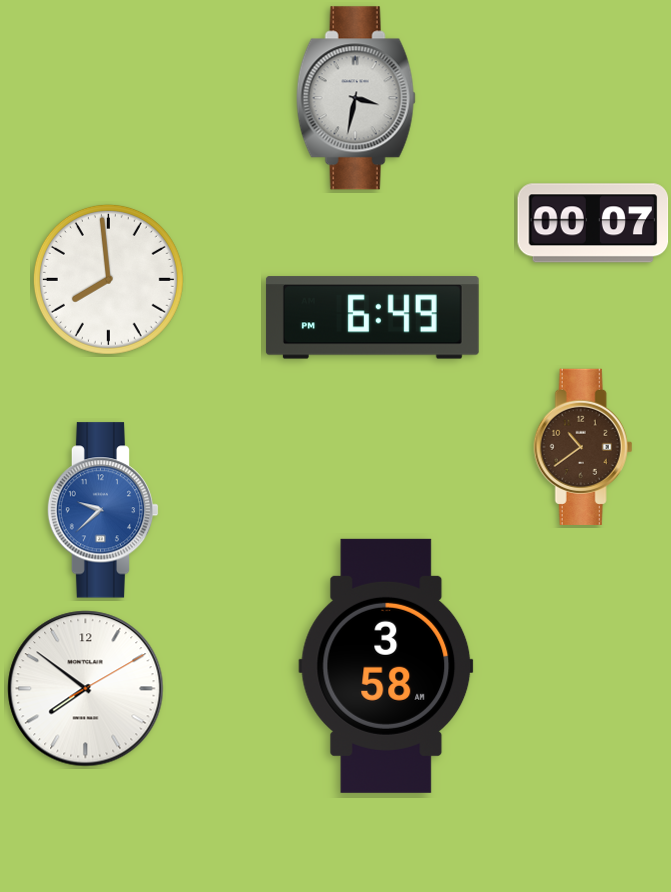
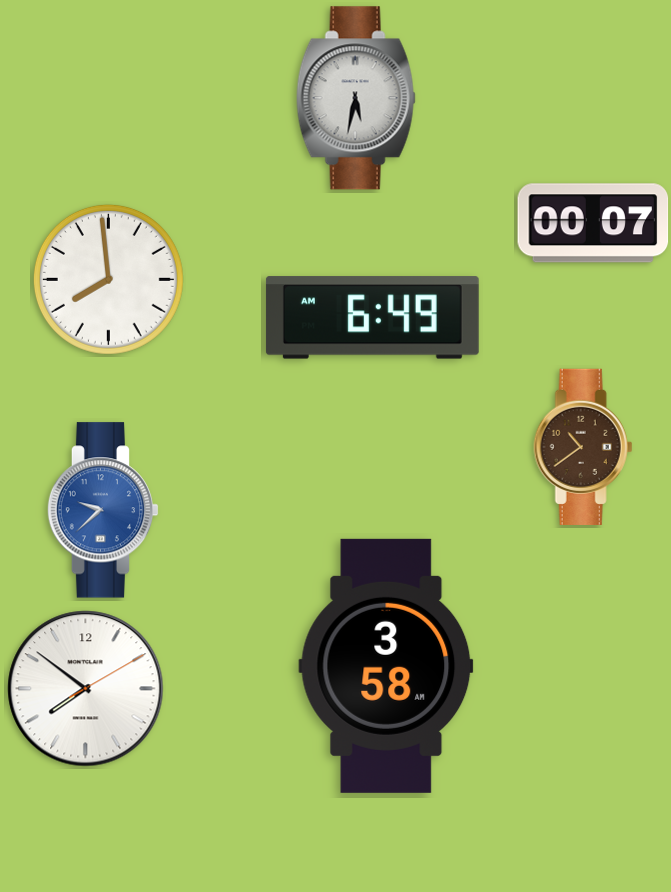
clock at (356, 98): 3:32 -> 5:32
clock at (372, 318): 6:49 PM -> 6:49 AM
